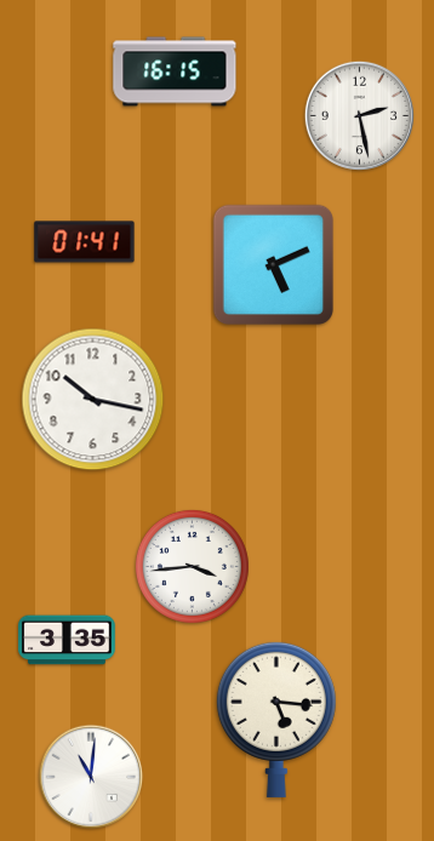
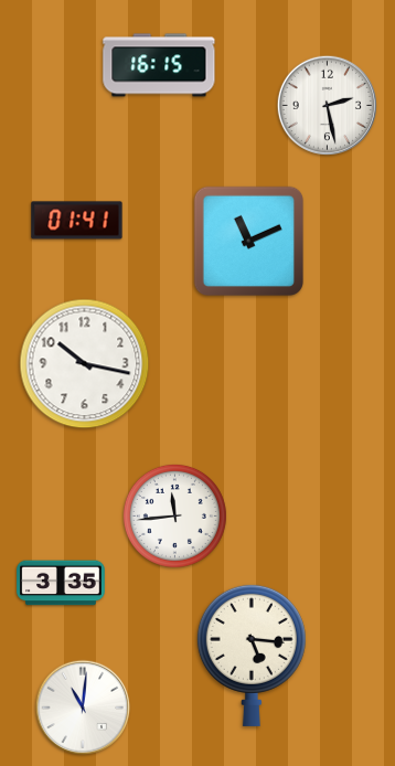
clock at (273, 264): 5:11 -> 11:11
clock at (192, 566): 3:44 -> 11:44
